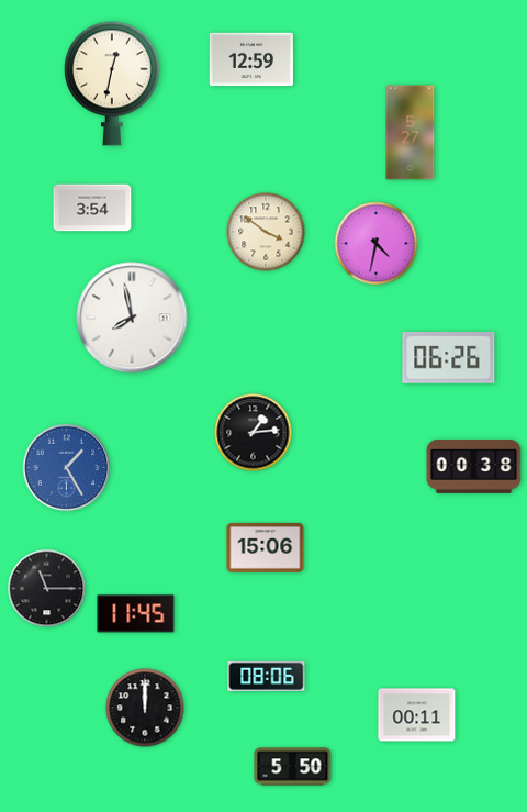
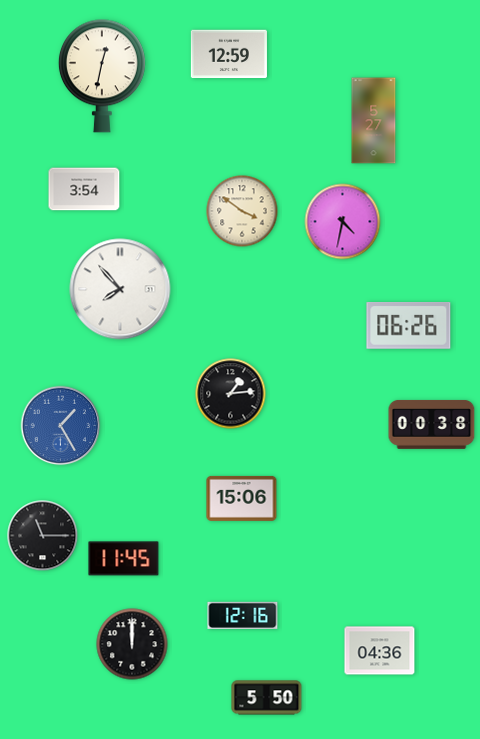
clock at (132, 318): 7:58 -> 7:53
clock at (267, 676): 08:06 -> 12:16
clock at (417, 715): 00:11 -> 04:36
